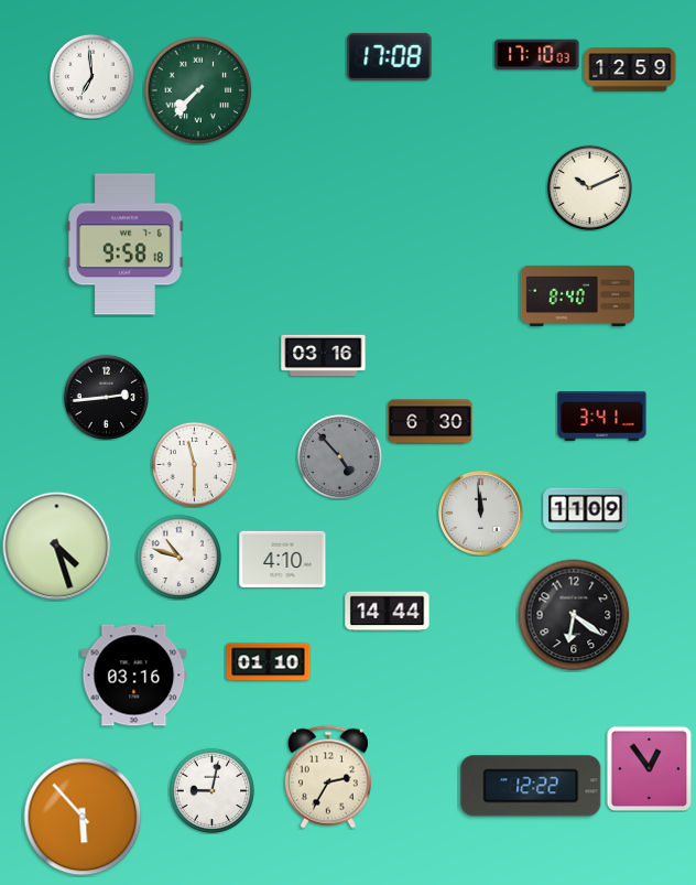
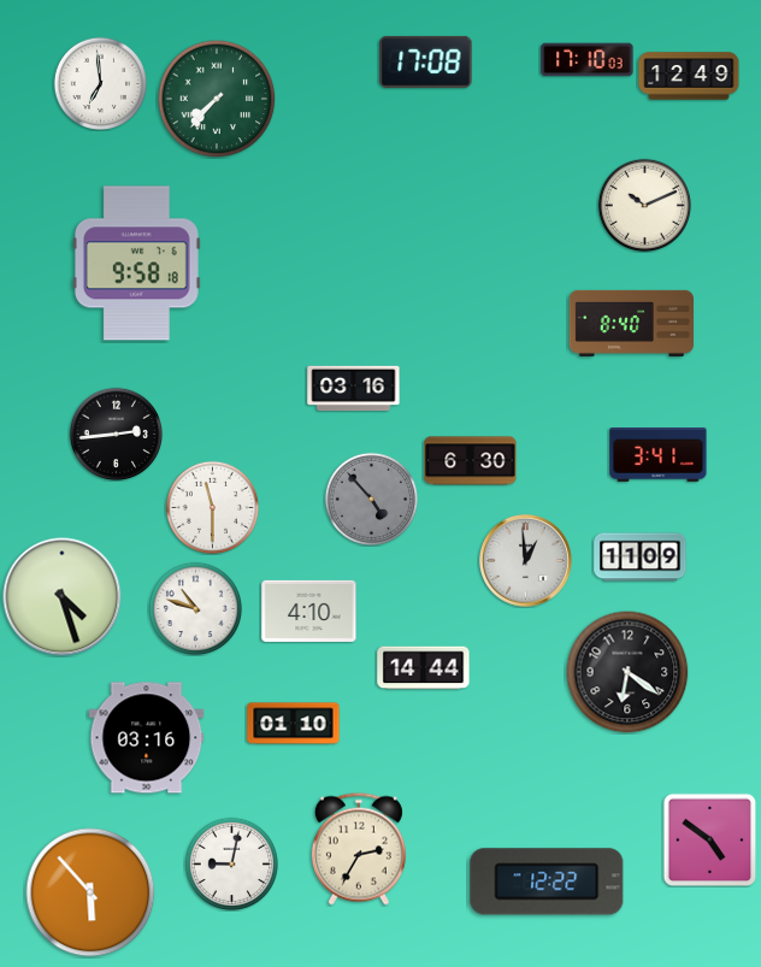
clock at (630, 69): 12:59 -> 12:49
clock at (124, 245) position: (124, 245) -> (136, 264)
clock at (480, 512): 11:59 -> 12:59
clock at (649, 768): 12:54 -> 4:51
clock at (531, 786) position: (531, 786) -> (547, 881)
